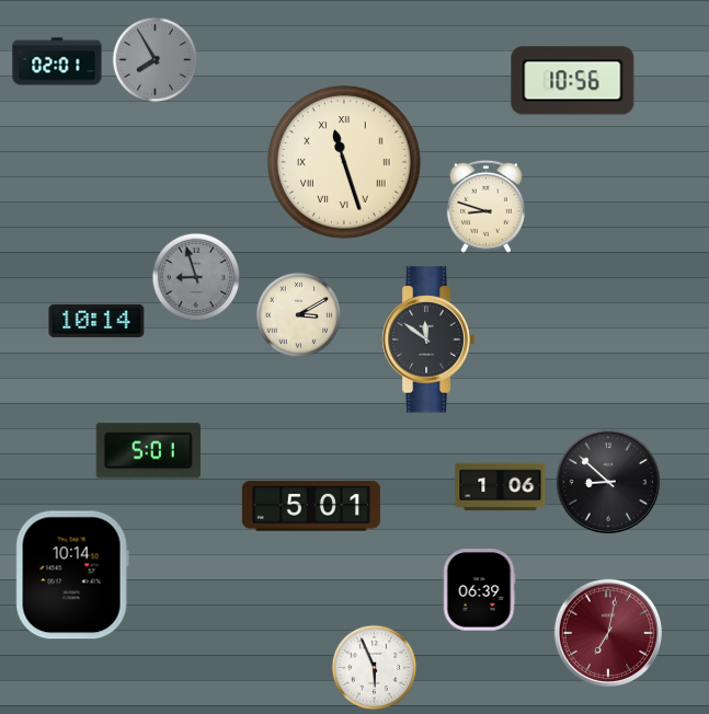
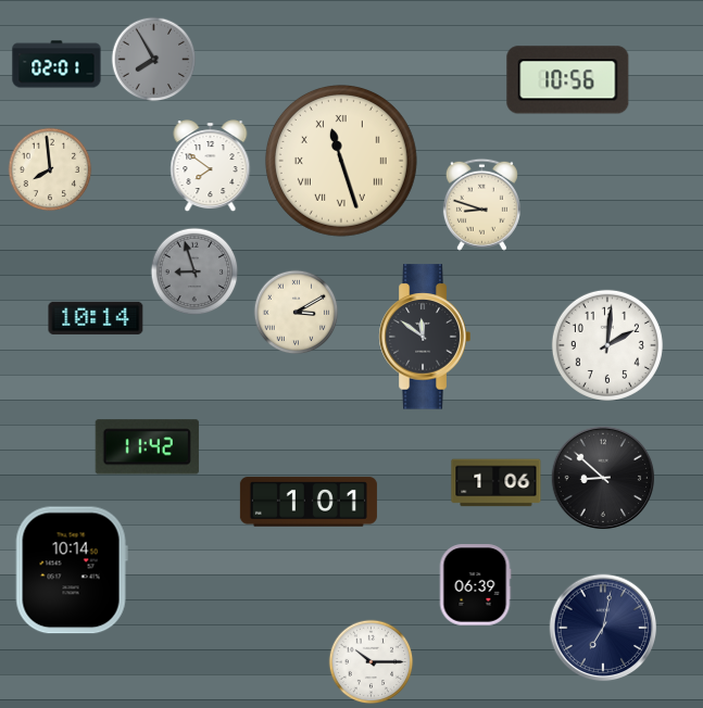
clock at (57, 61) position: (57, 61) -> (57, 64)
clock at (211, 166): none -> 7:51
clock at (50, 169): none -> 7:59
clock at (196, 277) position: (196, 277) -> (194, 271)
clock at (607, 345): none -> 2:01
clock at (148, 451): 5:01 -> 11:42
clock at (311, 506): 5:01 -> 1:01
clock at (608, 633) dial: burgundy -> navy
clock at (375, 668): 5:56 -> 10:15
